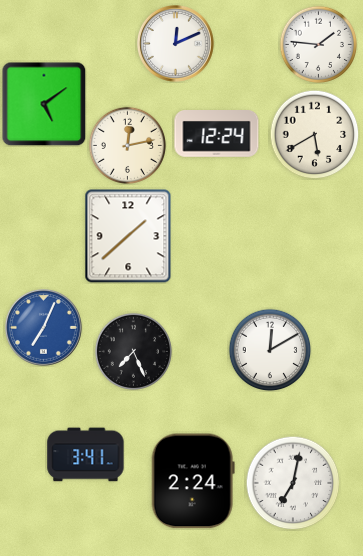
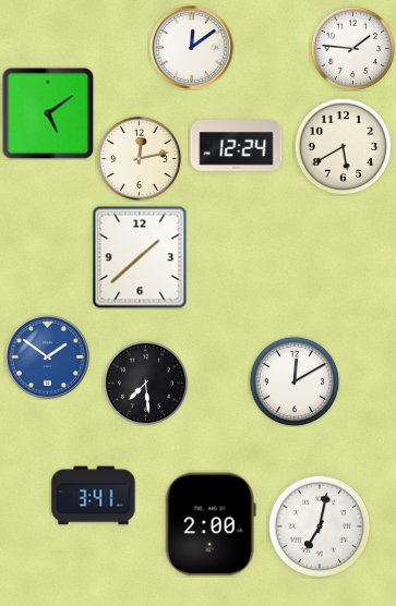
clock at (175, 43): 12:11 -> 12:09
clock at (318, 44) position: (318, 44) -> (352, 48)
clock at (43, 327): 7:04 -> 1:51
clock at (133, 351): 7:26 -> 7:29
clock at (193, 481): 2:24 -> 2:00
